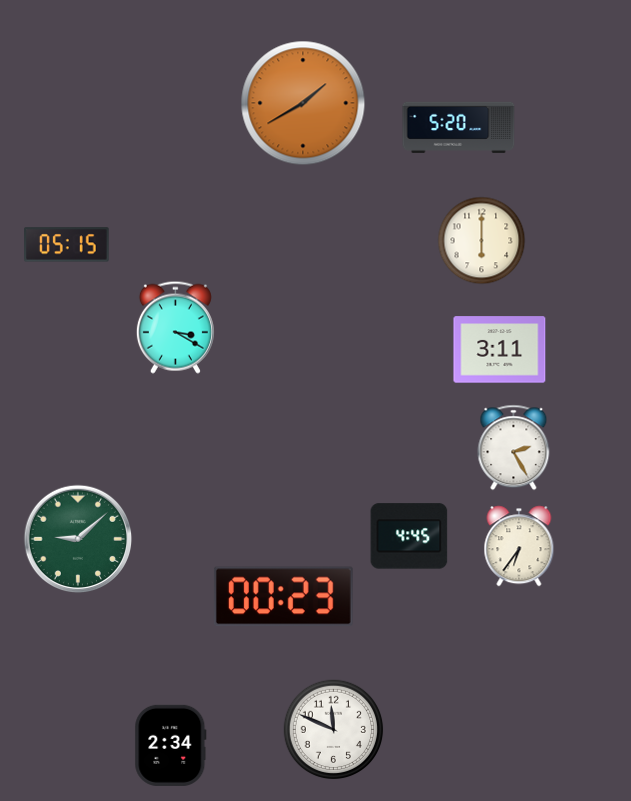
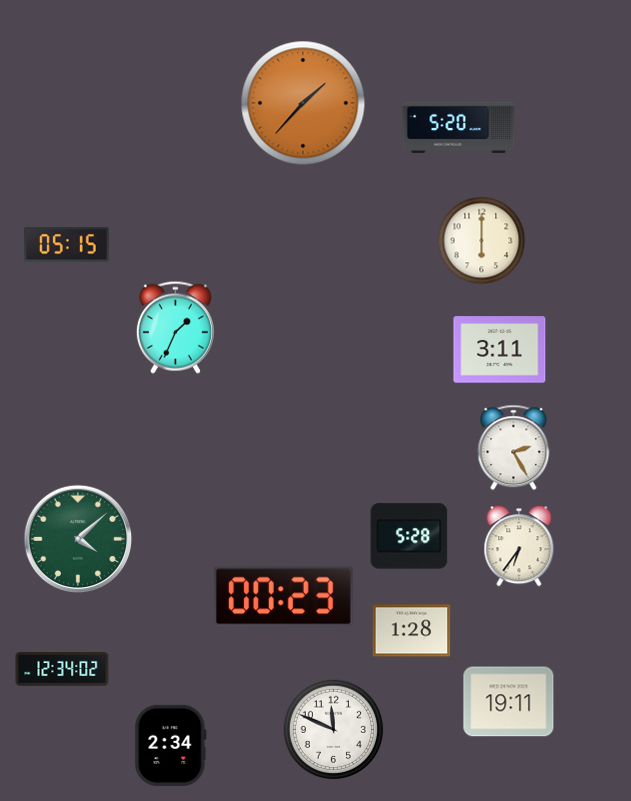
clock at (303, 103): 1:40 -> 1:37
clock at (175, 327): 3:20 -> 1:34
clock at (409, 536): 4:45 -> 5:28
clock at (78, 539): 9:08 -> 4:08
clock at (412, 631): none -> 1:28
clock at (62, 669): none -> 12:34
clock at (509, 702): none -> 19:11
